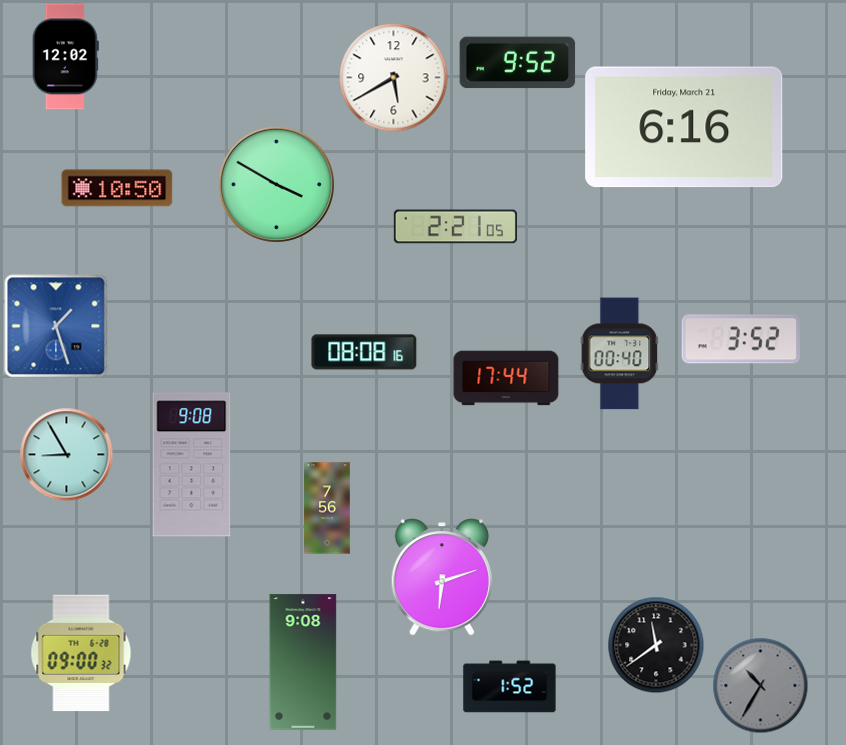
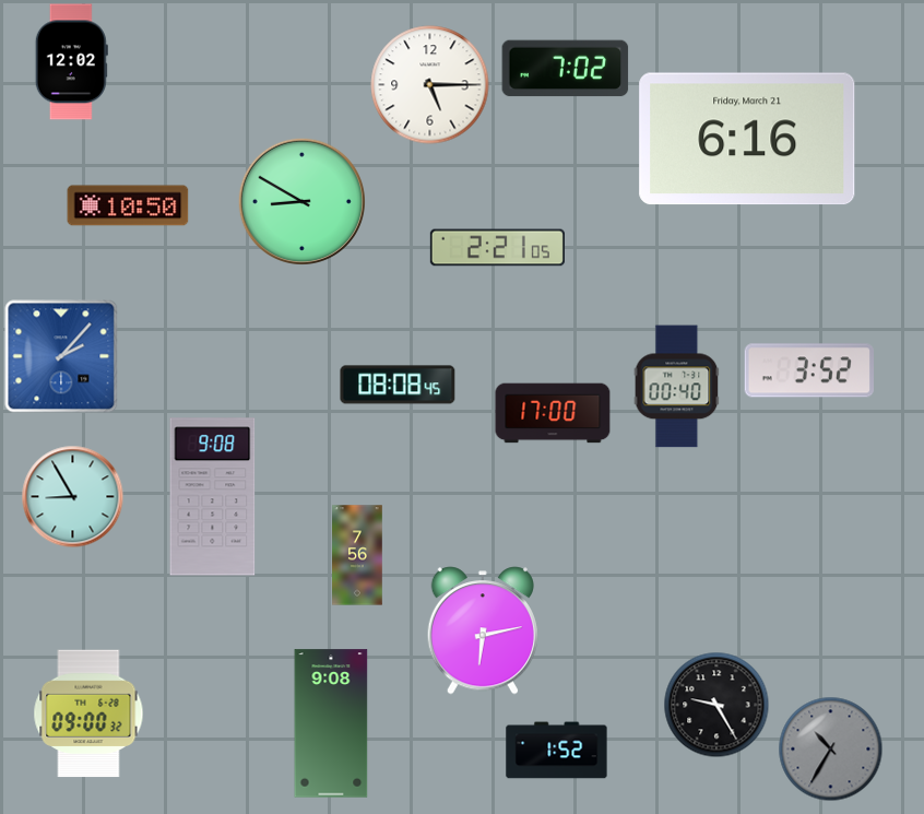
clock at (518, 63): 9:52 -> 7:02
clock at (394, 78): 5:40 -> 5:15
clock at (276, 184): 3:50 -> 8:50
clock at (56, 326): 1:27 -> 2:07
clock at (364, 352): 08:08:16 -> 08:08:45
clock at (506, 378): 17:44 -> 17:00
clock at (192, 465) position: (192, 465) -> (213, 497)
clock at (441, 577): 6:12 -> 6:13
clock at (656, 645): 11:39 -> 9:25
